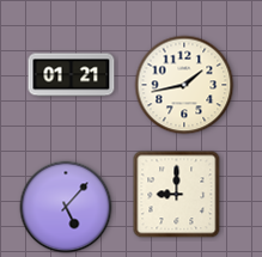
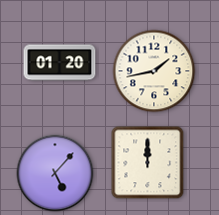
clock at (72, 75): 01:21 -> 01:20
clock at (177, 195): 9:00 -> 12:00
